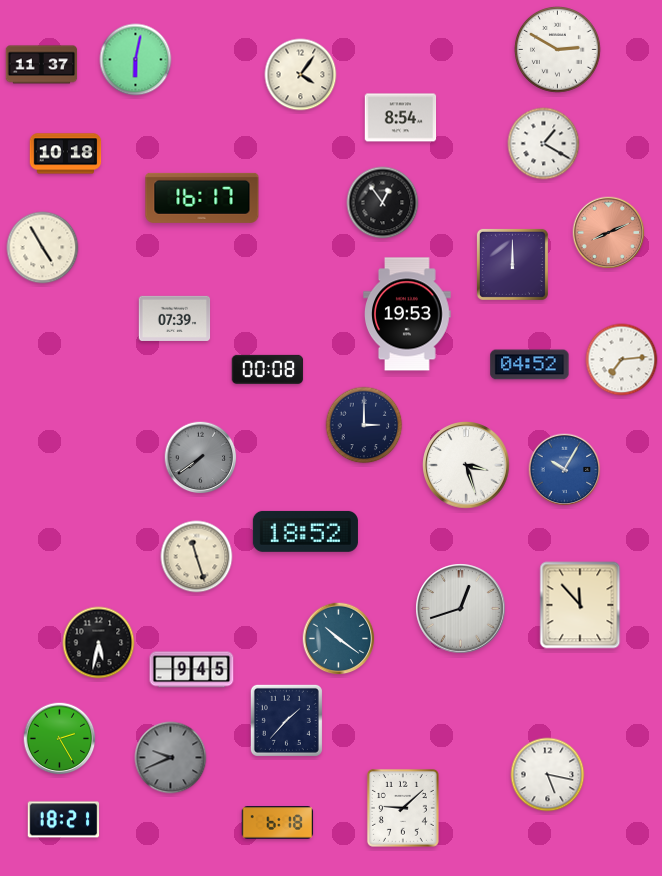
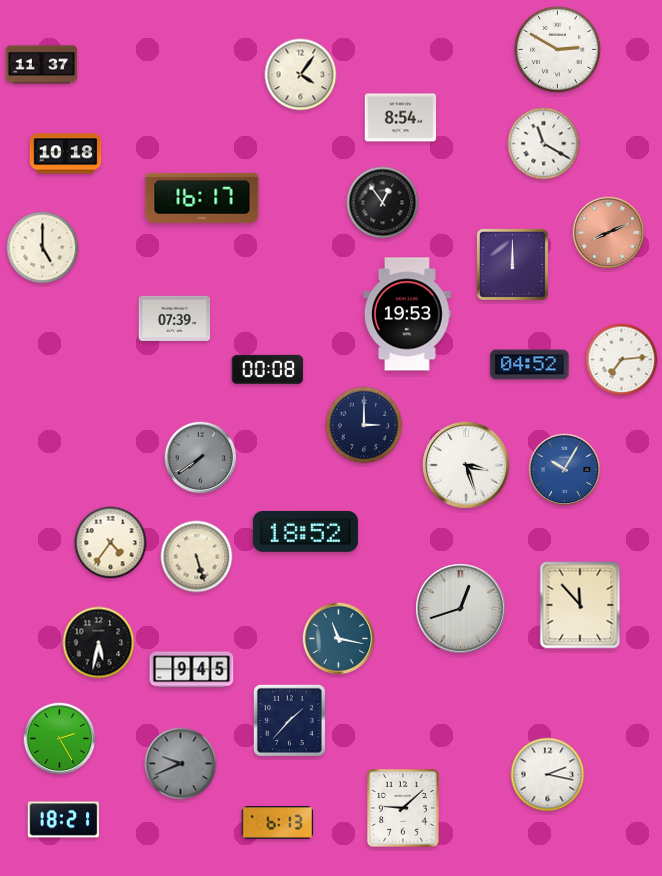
clock at (136, 60): 6:02 -> none
clock at (544, 144): 1:20 -> 11:20
clock at (43, 248): 4:55 -> 5:00
clock at (111, 543): none -> 4:36
clock at (197, 557): 11:27 -> 5:27
clock at (339, 639): 10:21 -> 11:17
clock at (286, 720) position: (286, 720) -> (289, 720)
clock at (171, 758) position: (171, 758) -> (181, 764)
clock at (548, 775): 5:17 -> 2:17
clock at (278, 823): 6:18 -> 6:13
